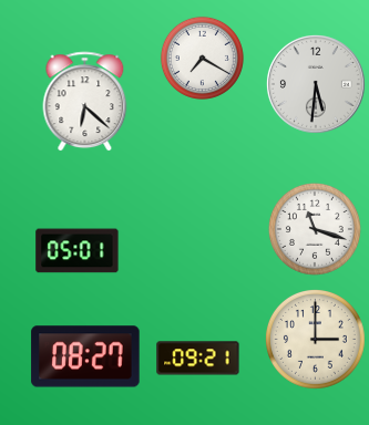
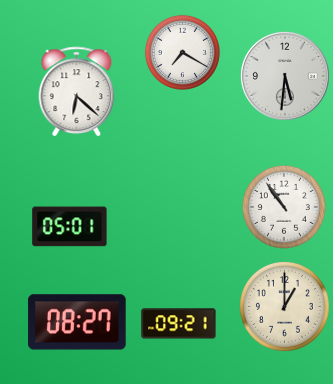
clock at (315, 229): 11:18 -> 10:54
clock at (316, 340): 3:00 -> 1:00
